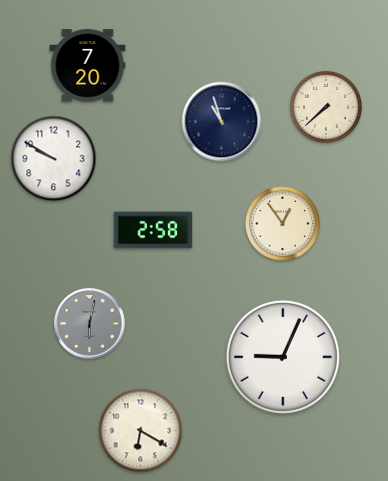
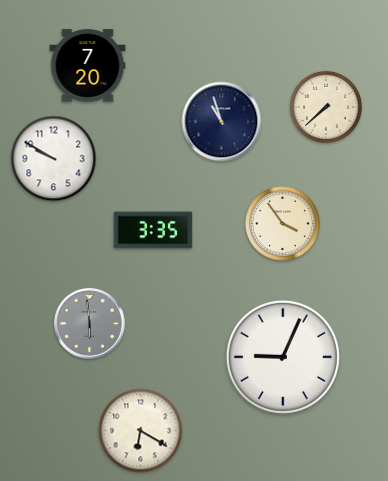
clock at (283, 224): 12:54 -> 3:54
clock at (153, 230): 2:58 -> 3:35
clock at (90, 324): 6:02 -> 5:59
